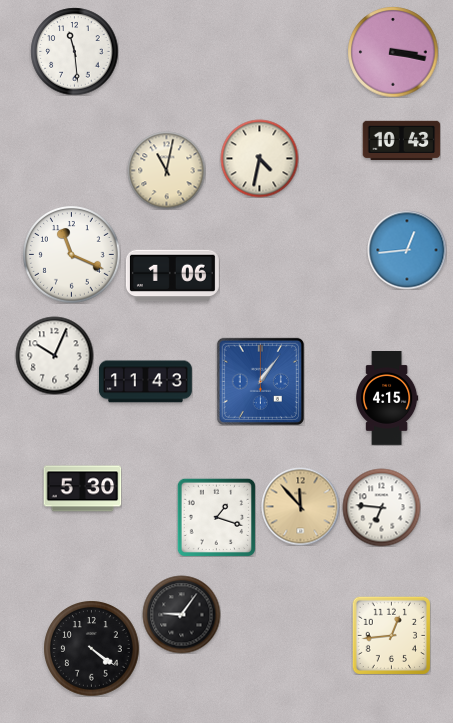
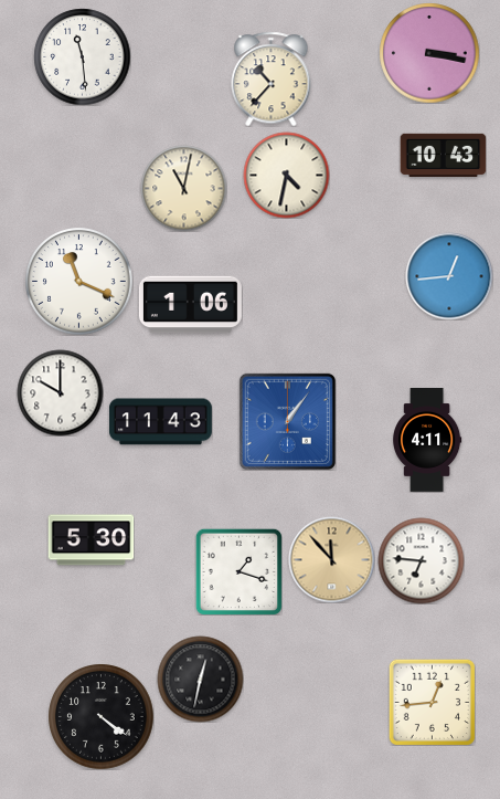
clock at (393, 52) position: (393, 52) -> (429, 53)
clock at (272, 78): none -> 10:37
clock at (54, 355): 10:04 -> 10:00
clock at (388, 399): 4:15 -> 4:11
clock at (181, 614): 9:06 -> 12:32
